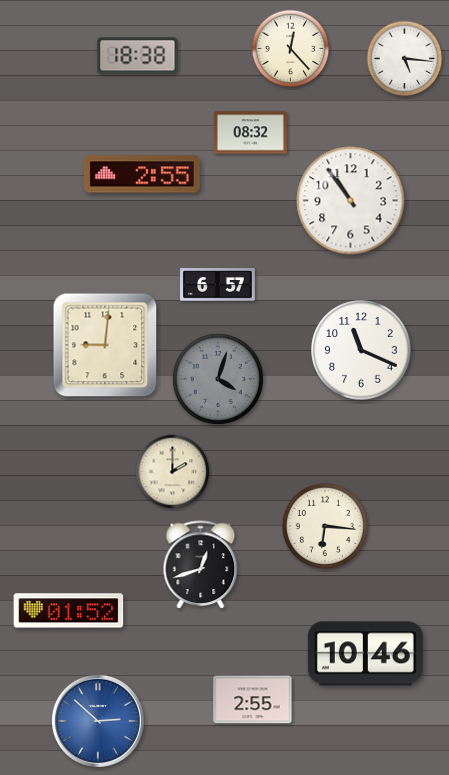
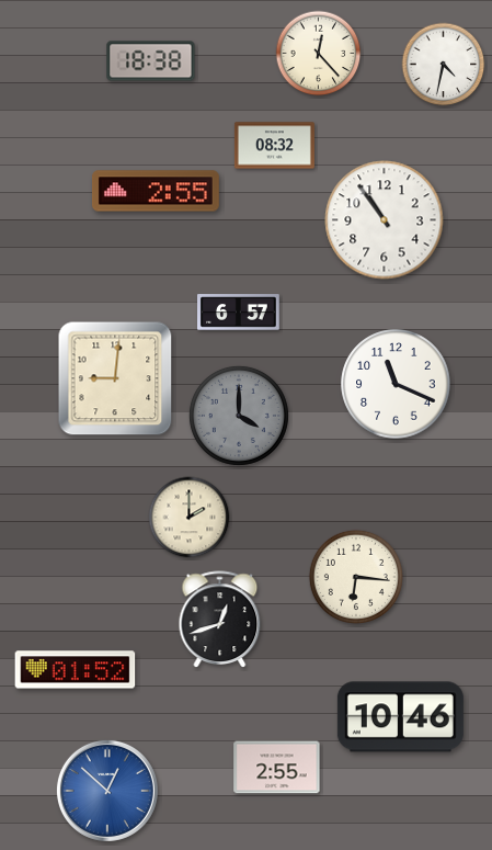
clock at (405, 59): 5:16 -> 4:32
clock at (218, 379): 4:03 -> 4:00
clock at (98, 721): 2:52 -> 12:52
